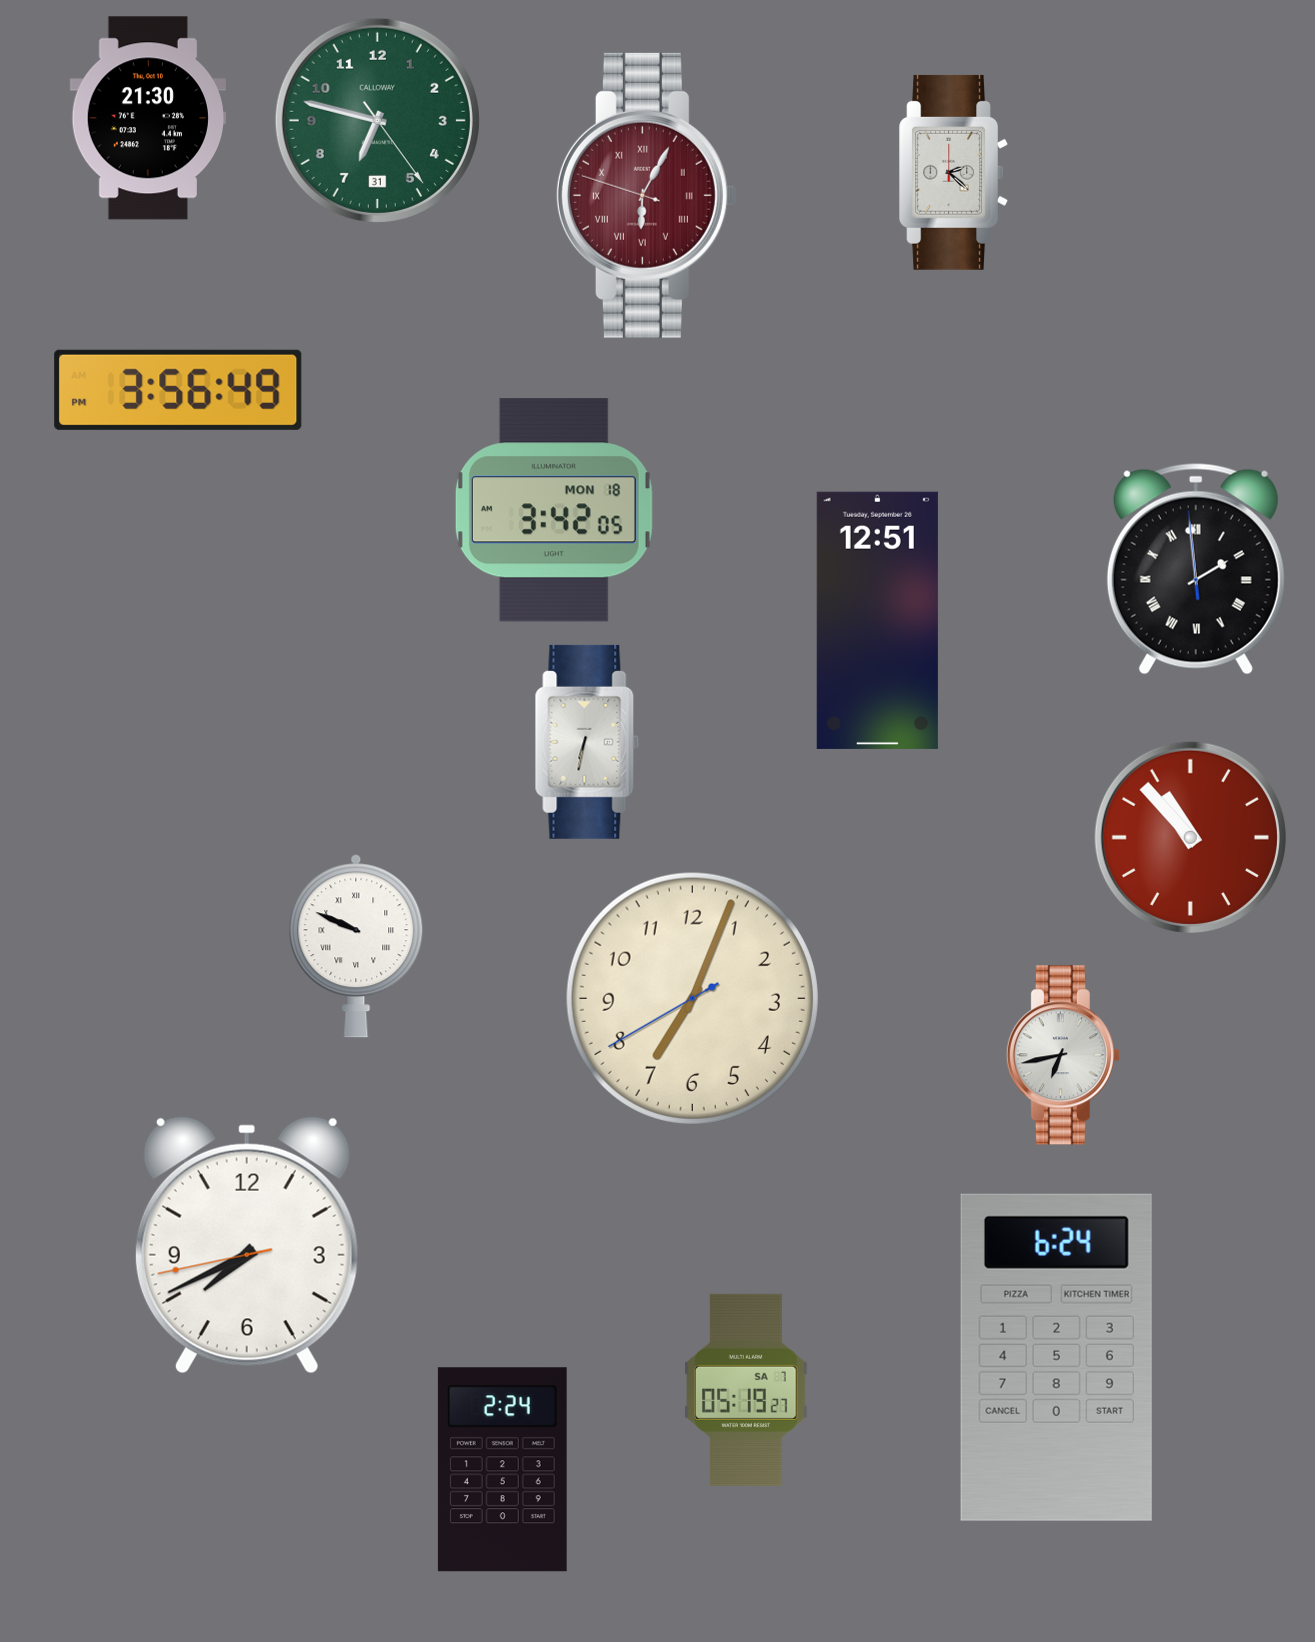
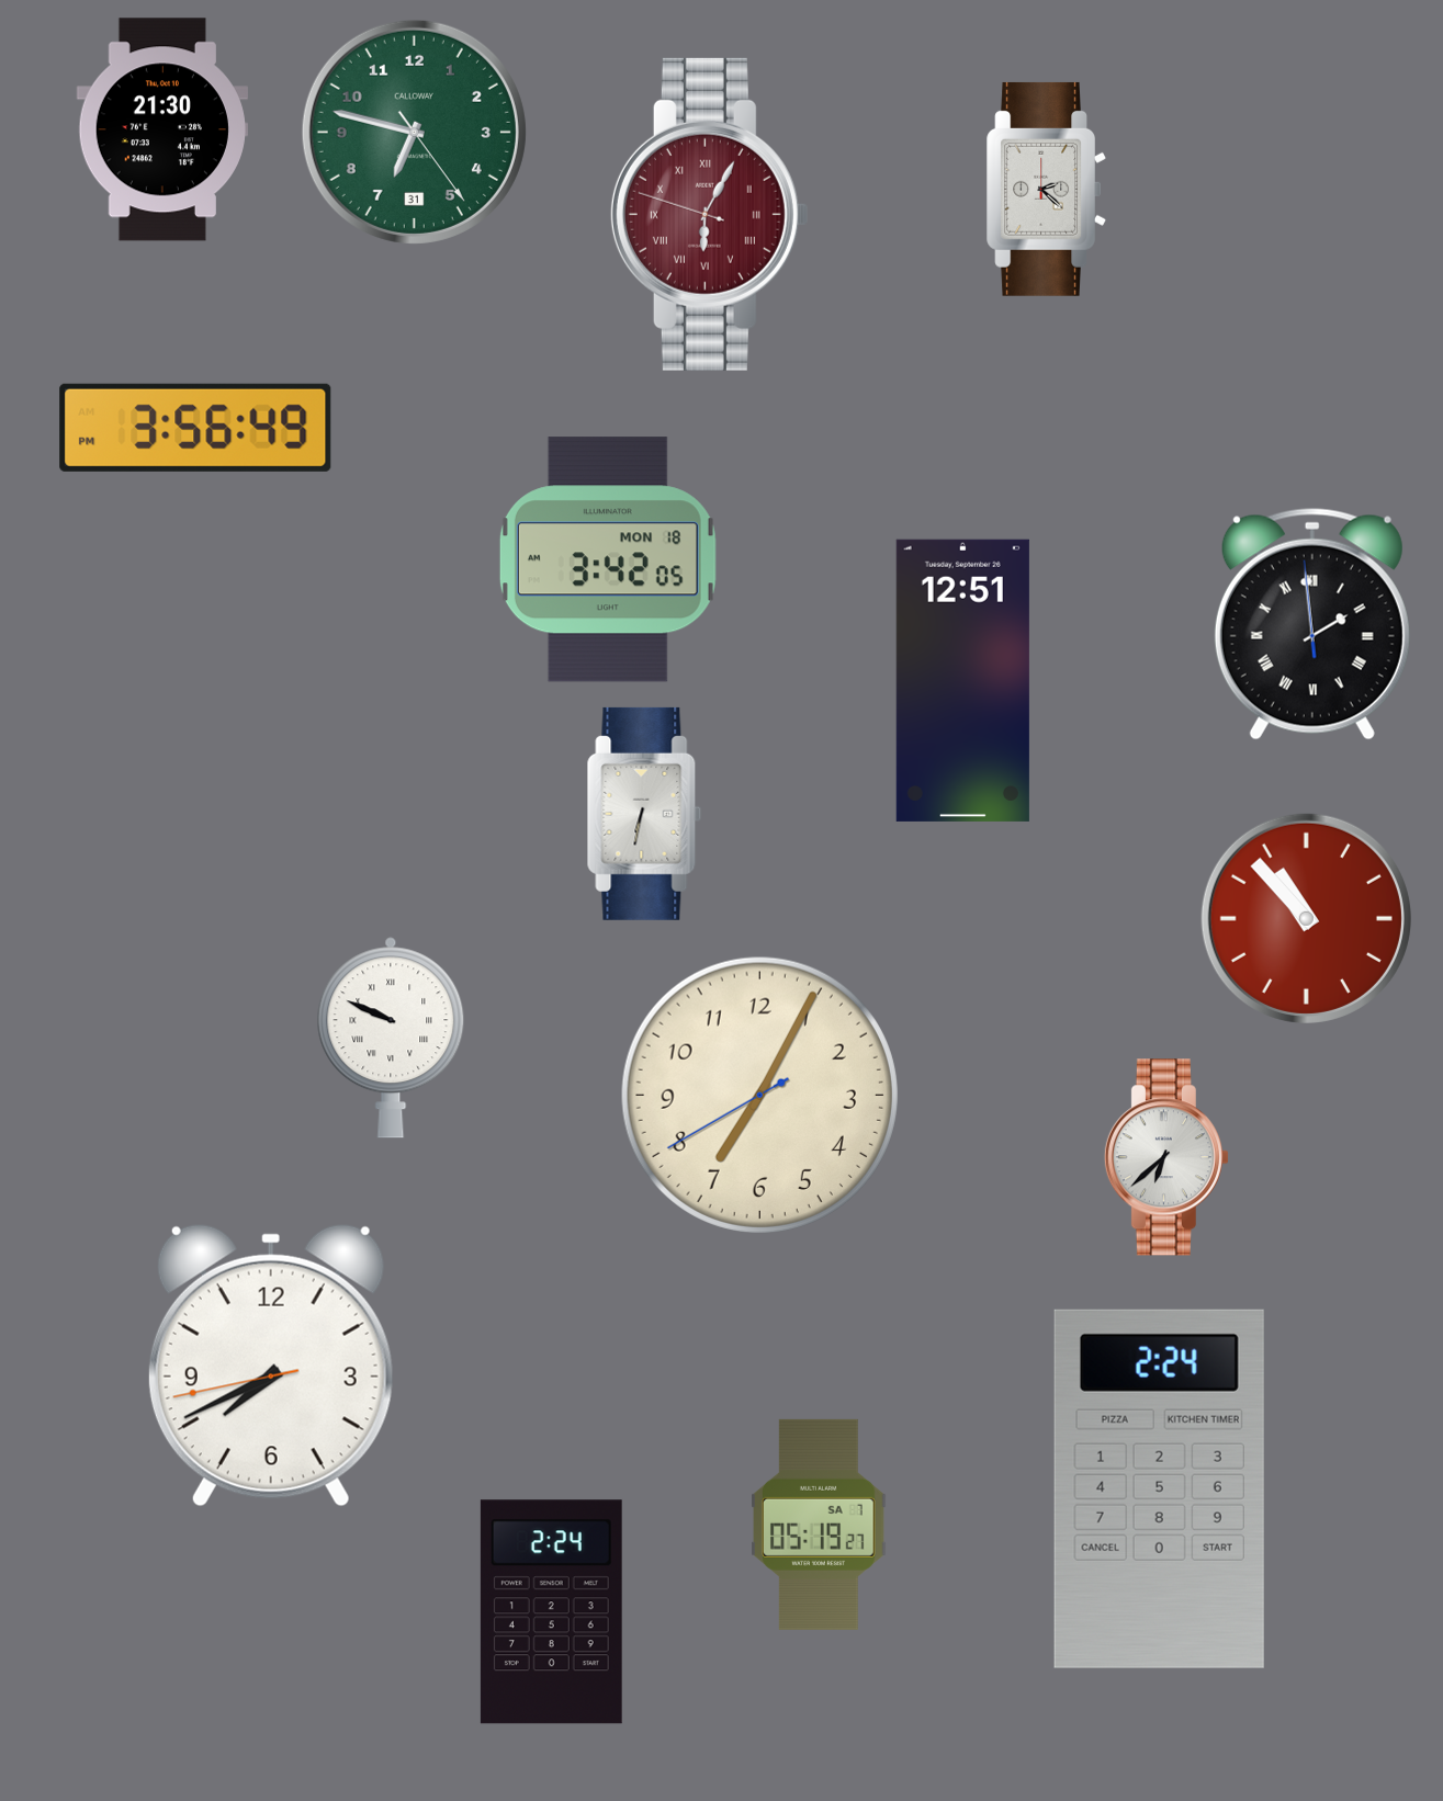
clock at (692, 998): 7:03 -> 7:04
clock at (1063, 1055): 6:43 -> 6:38
clock at (1056, 1357): 6:24 -> 2:24
